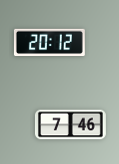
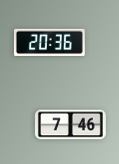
clock at (49, 42): 20:12 -> 20:36
